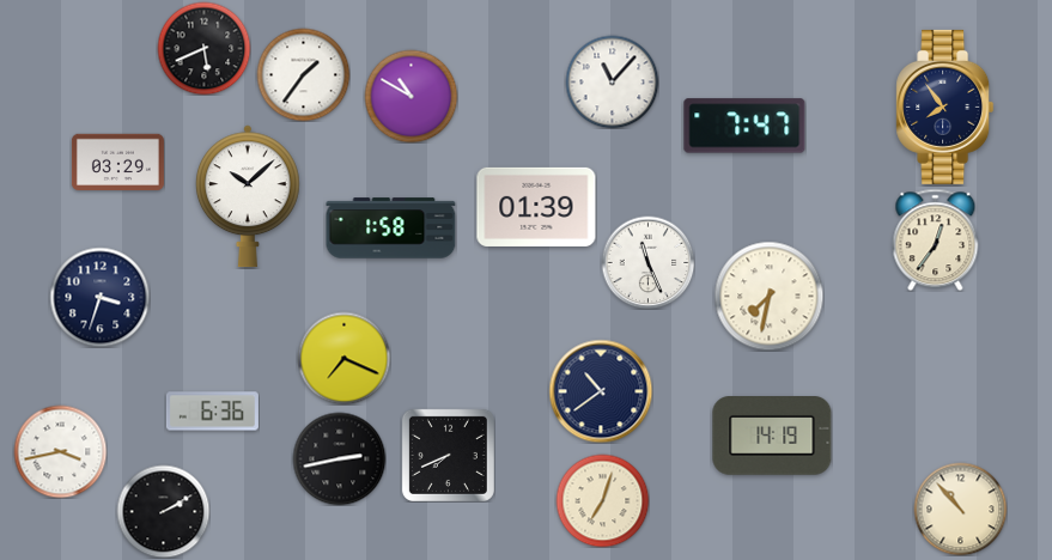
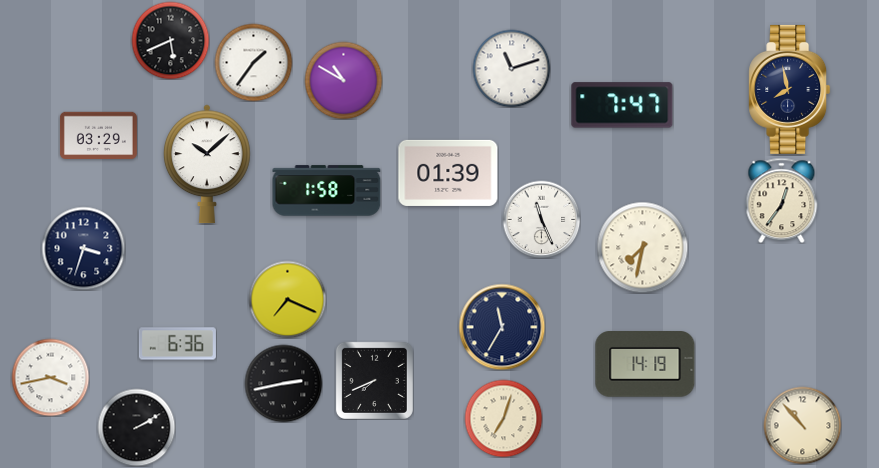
clock at (612, 81): 11:07 -> 11:12
clock at (945, 106): 7:54 -> 7:58
clock at (601, 391): 10:39 -> 11:35
